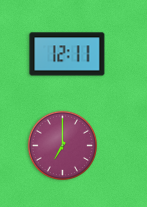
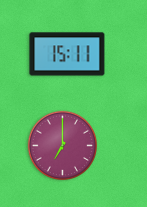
clock at (67, 54): 12:11 -> 15:11
